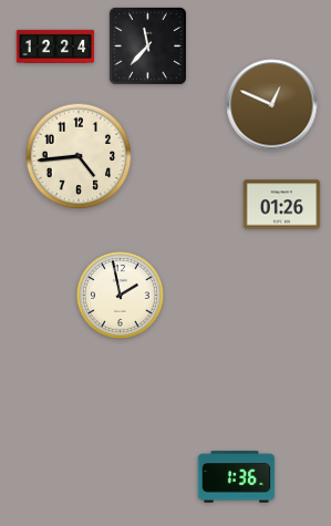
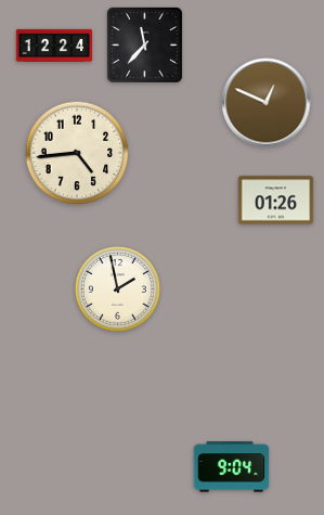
clock at (237, 477): 1:36 -> 9:04
